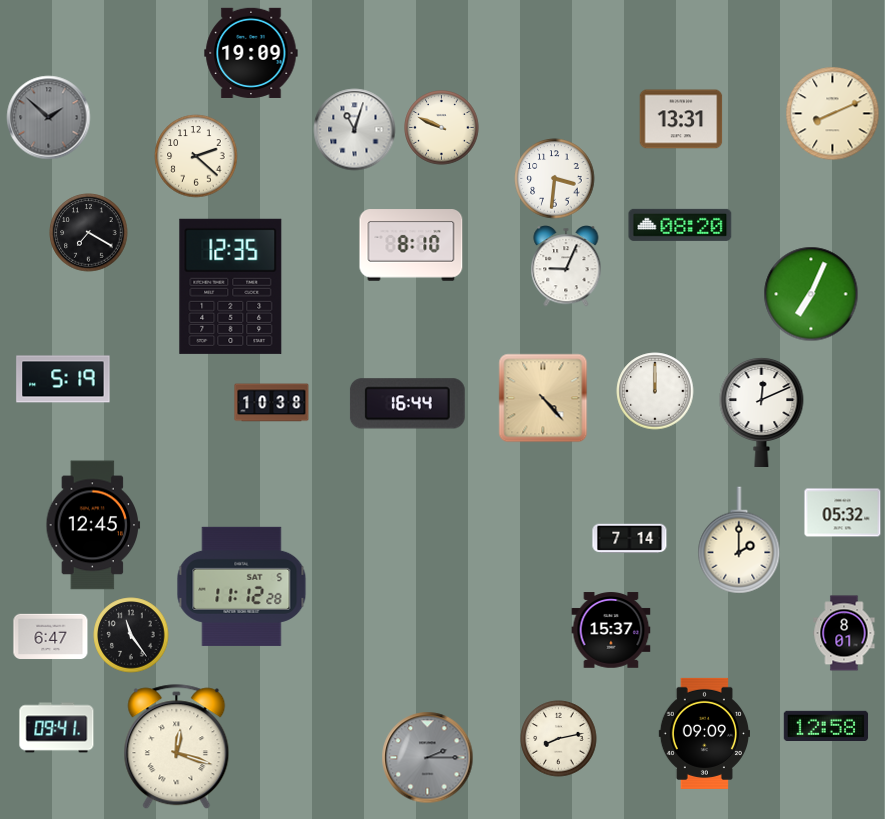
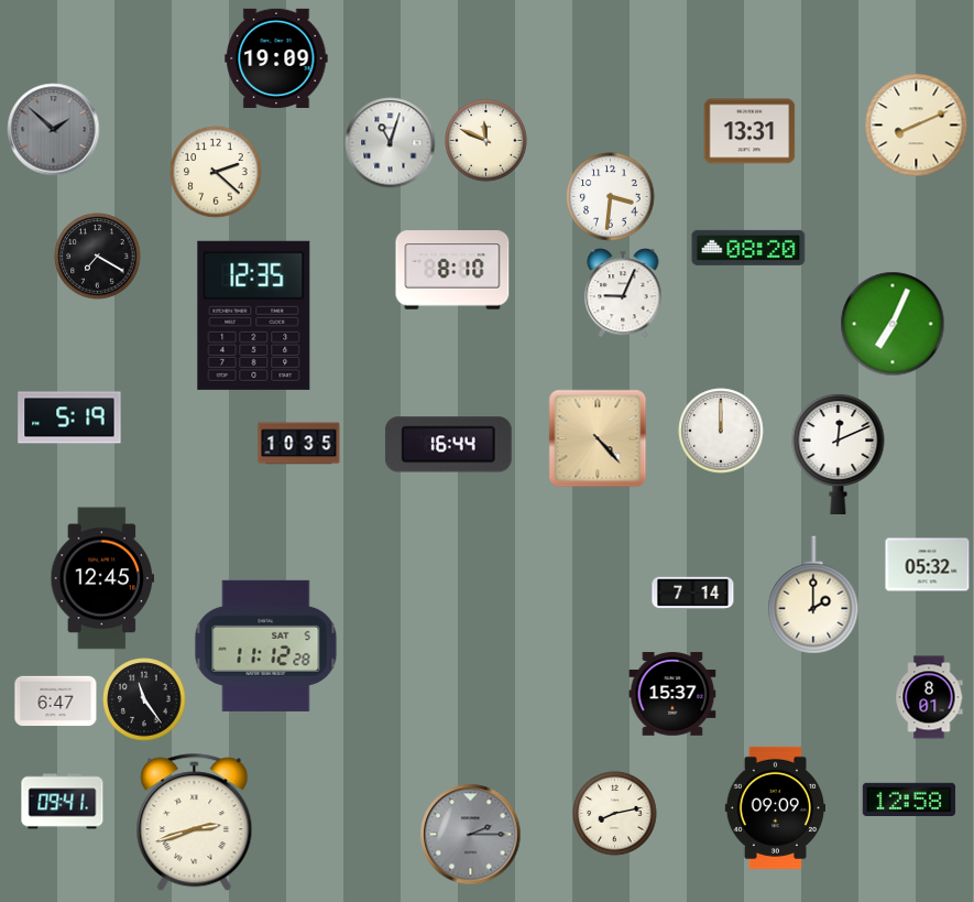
clock at (442, 128): 9:49 -> 11:49
clock at (272, 403): 10:38 -> 10:35
clock at (177, 747): 12:18 -> 2:42
